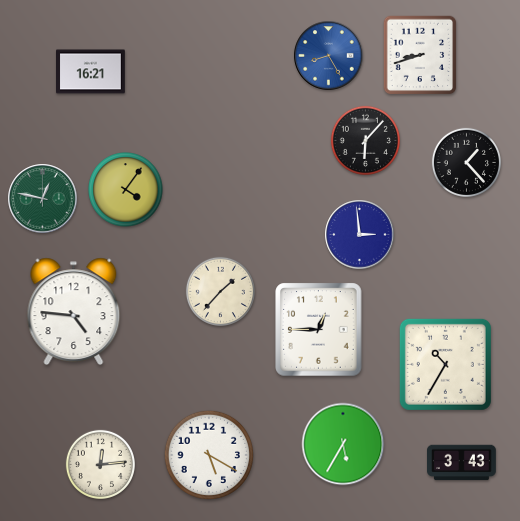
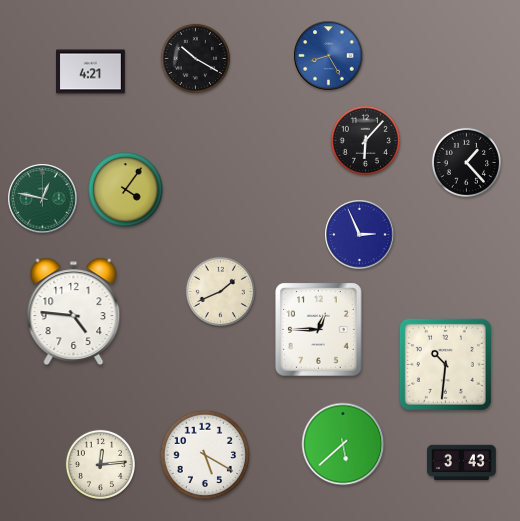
clock at (420, 55): 8:42 -> none
clock at (195, 58): none -> 10:20
clock at (91, 72): 16:21 -> 4:21
clock at (360, 235): 2:59 -> 2:56
clock at (220, 291): 1:37 -> 1:41
clock at (445, 364): 10:35 -> 10:31
clock at (343, 444): 5:35 -> 5:38
clock at (209, 455) position: (209, 455) -> (205, 455)
